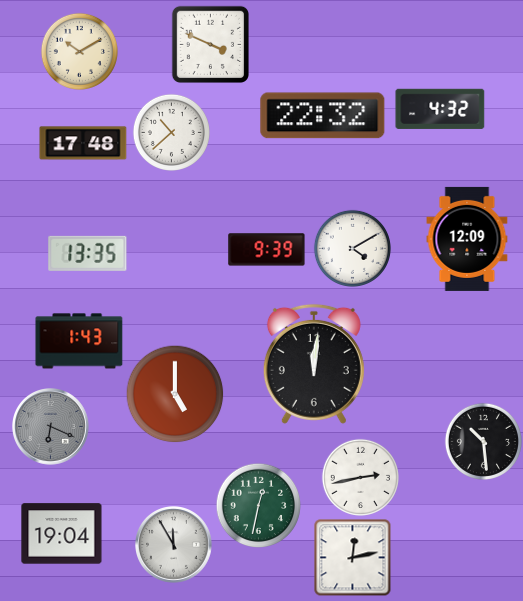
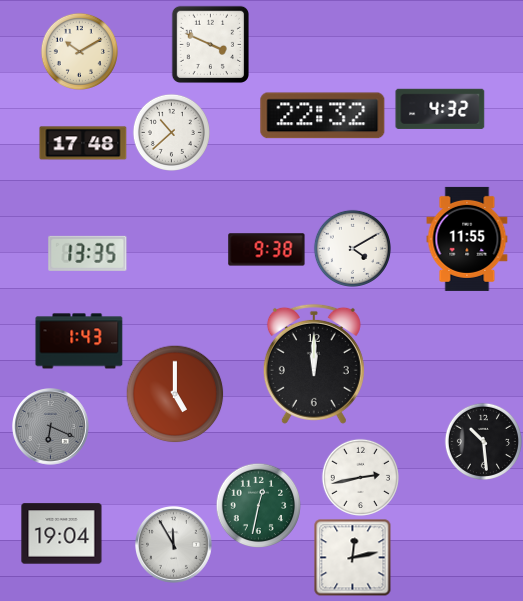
clock at (467, 239): 12:09 -> 11:55
clock at (267, 250): 9:39 -> 9:38
clock at (314, 364): 12:01 -> 12:00
